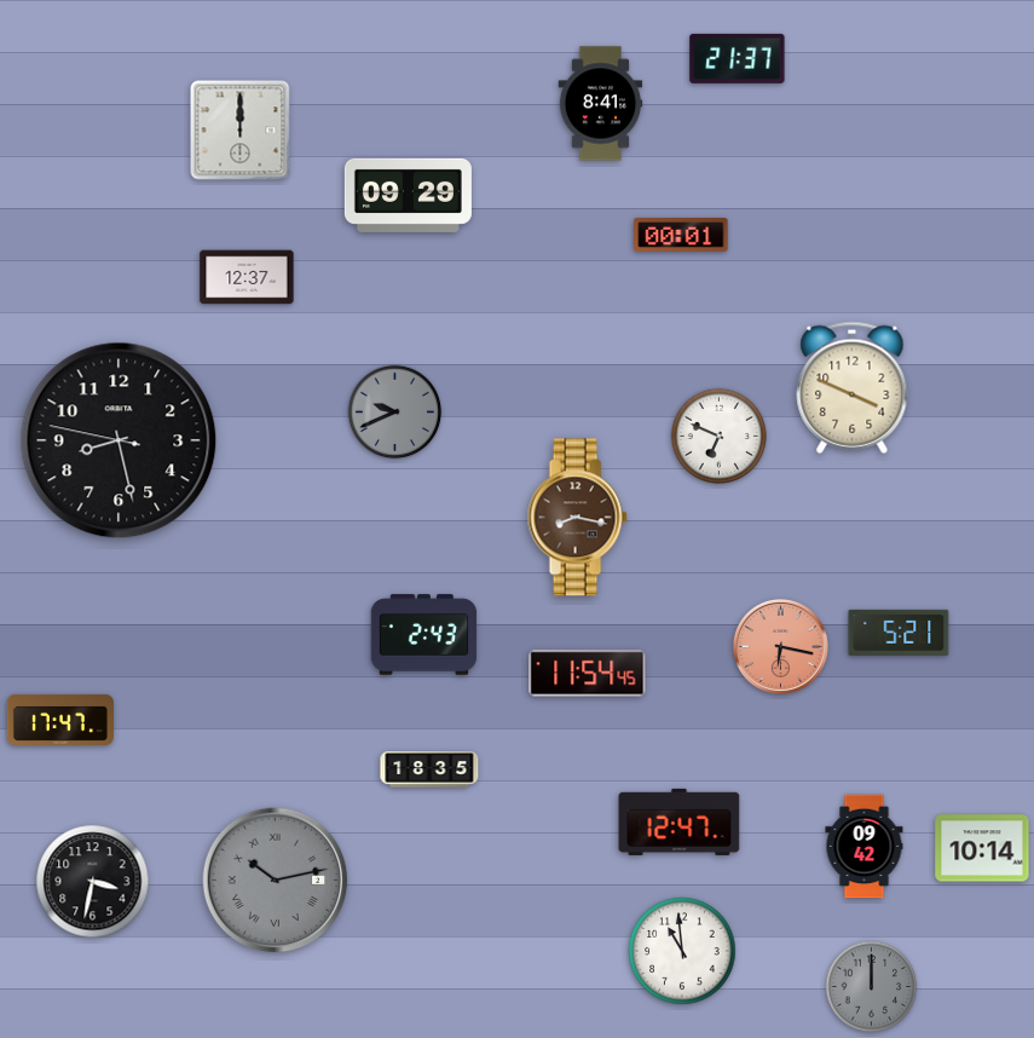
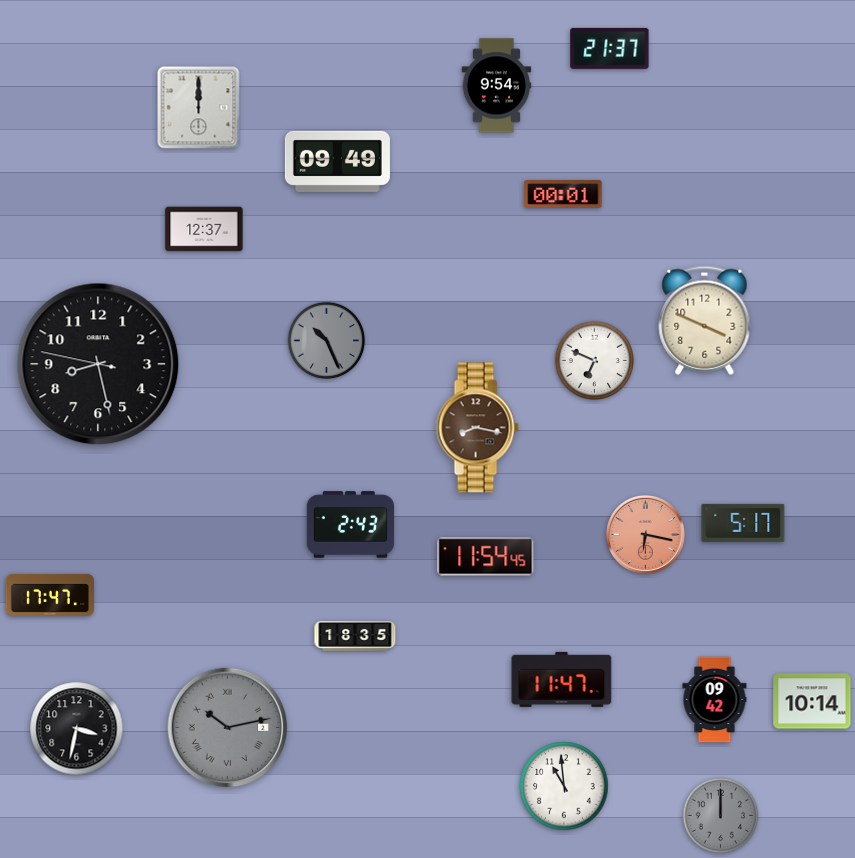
clock at (601, 104): 8:41 -> 9:54
clock at (408, 195): 09:29 -> 09:49
clock at (395, 413): 9:41 -> 10:26
clock at (899, 633): 5:21 -> 5:17
clock at (680, 821): 12:47 -> 11:47
